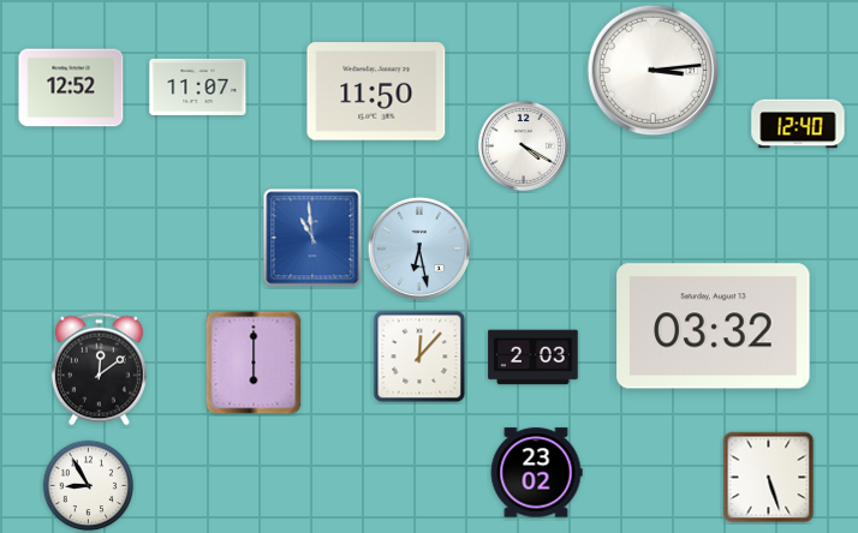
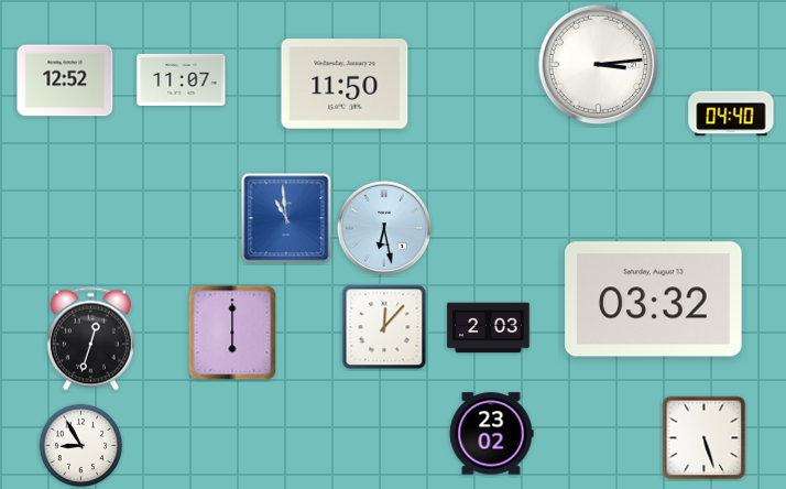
clock at (798, 124): 12:40 -> 04:40
clock at (523, 145): 4:20 -> none
clock at (99, 370): 12:09 -> 12:33
